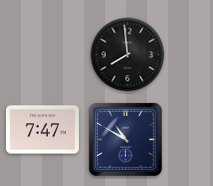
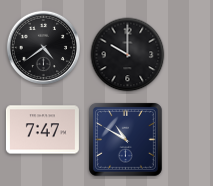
clock at (43, 47): none -> 4:39
clock at (128, 55): 7:59 -> 10:00
